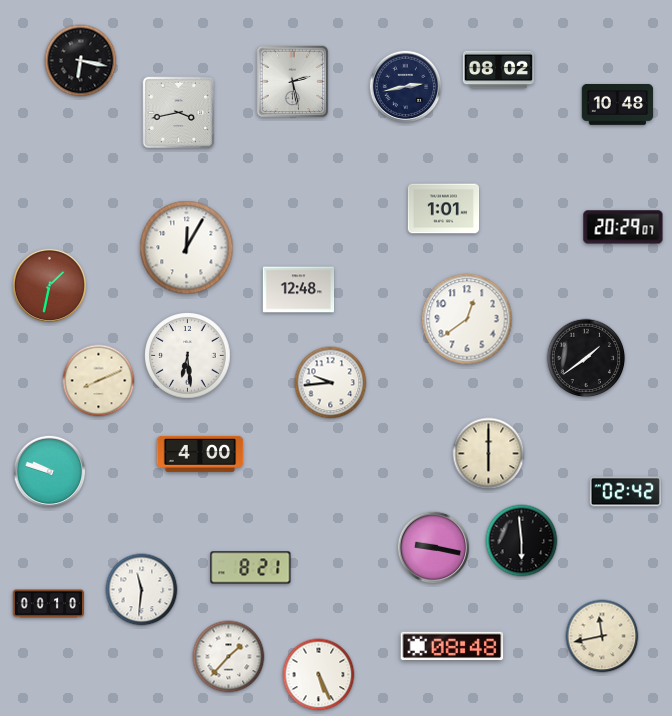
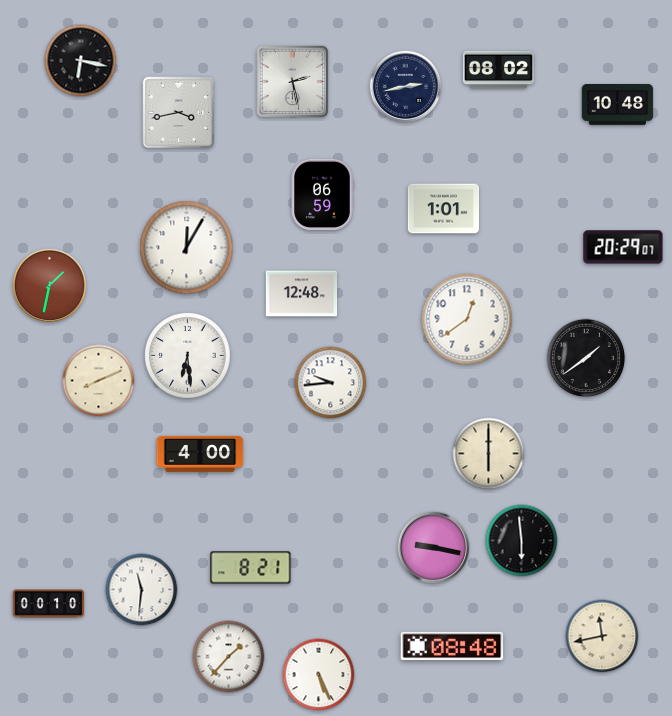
clock at (322, 195): none -> 06:59
clock at (623, 227) position: (623, 227) -> (623, 247)
clock at (299, 290) position: (299, 290) -> (302, 294)
clock at (50, 472): 9:48 -> none
clock at (625, 492): 02:42 -> none
